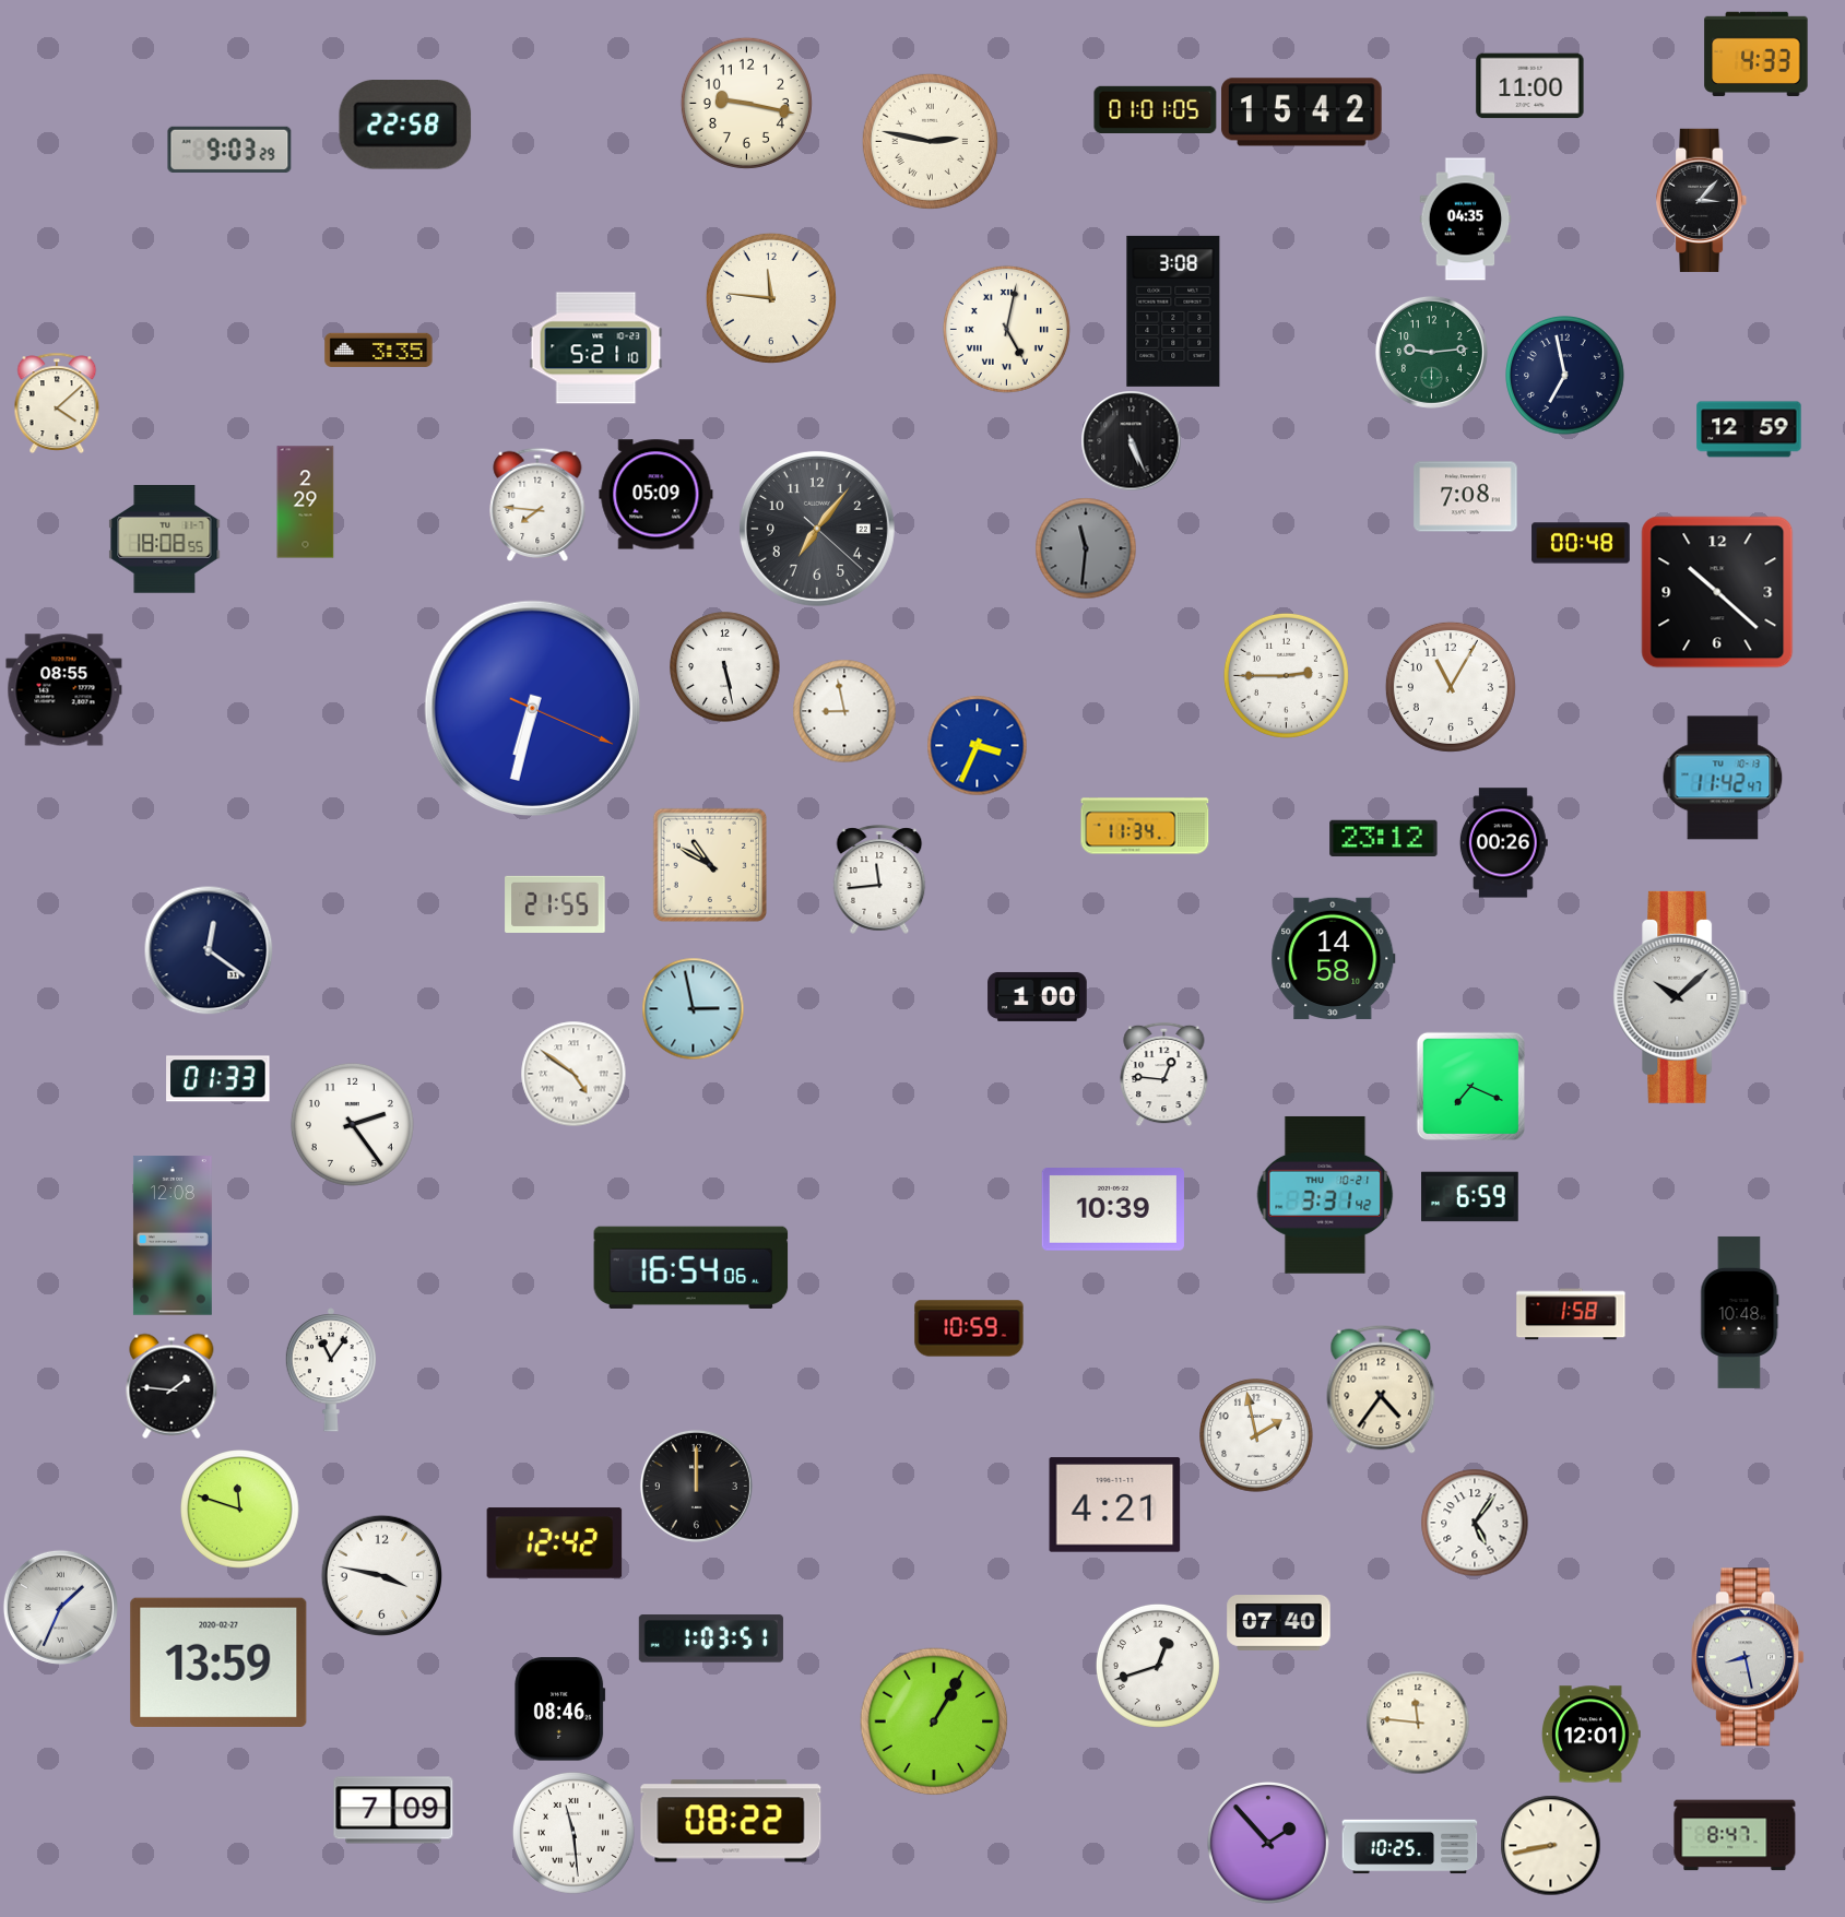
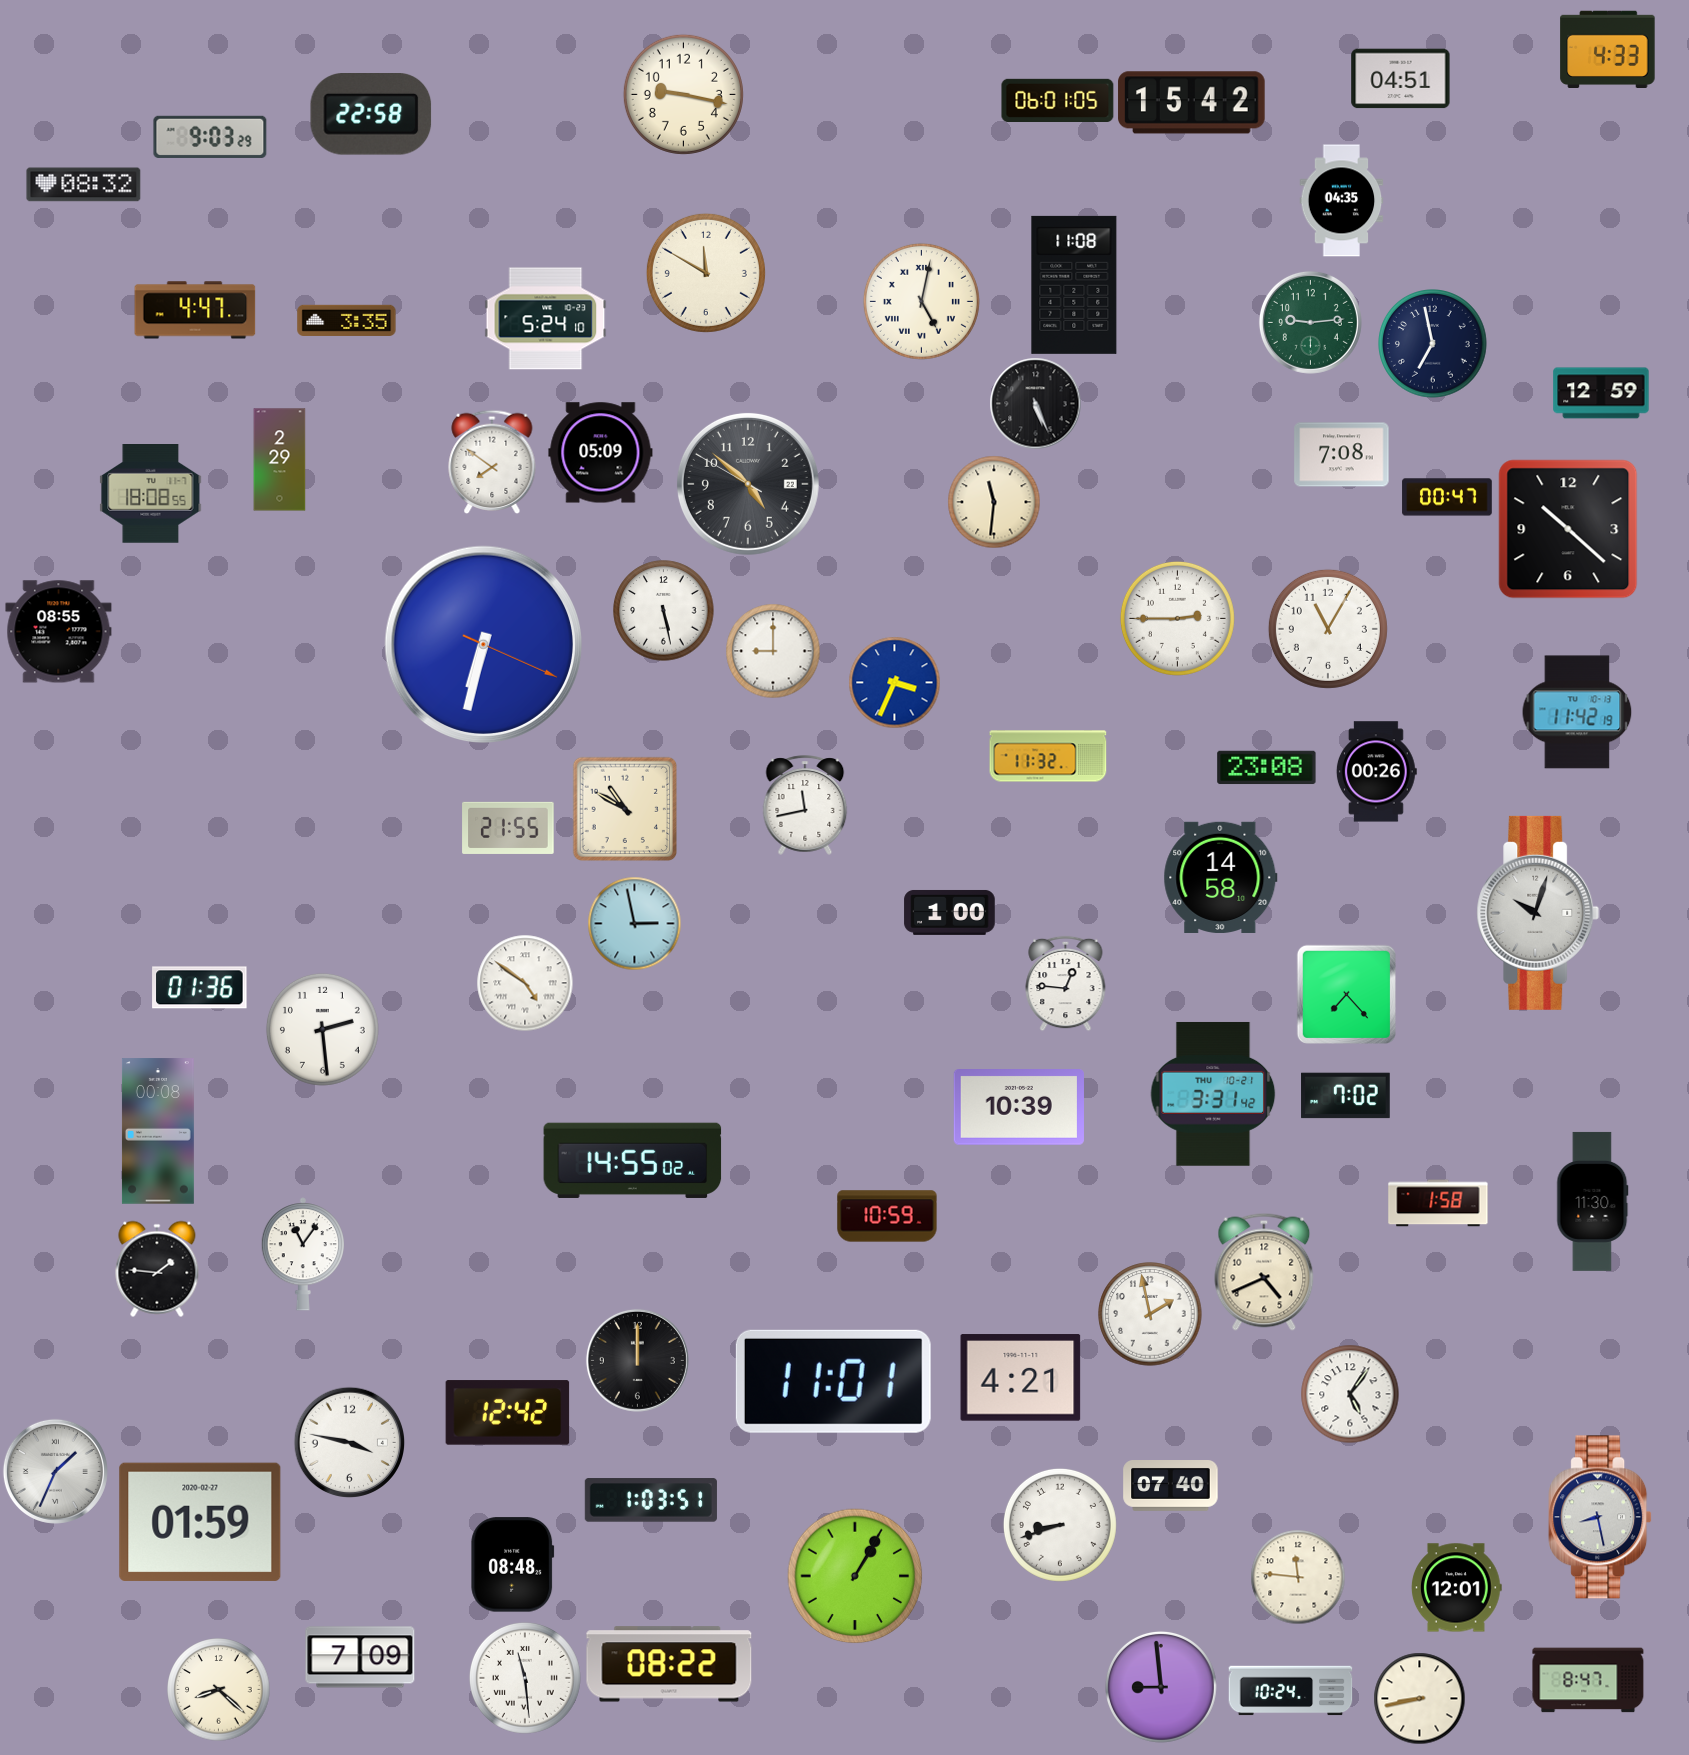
clock at (1530, 86): 11:00 -> 04:51
clock at (1156, 109): 01:01 -> 06:01
clock at (930, 141): 2:47 -> none
clock at (1702, 200): 3:07 -> none
clock at (84, 185): none -> 08:32
clock at (771, 298): 11:46 -> 11:50
clock at (1173, 311): 3:08 -> 11:08
clock at (195, 310): none -> 4:47
clock at (596, 348): 5:21 -> 5:24
clock at (57, 402): 4:08 -> none
clock at (537, 504): 7:46 -> 7:51
clock at (817, 529): 7:06 -> 4:51
clock at (1581, 543): 00:48 -> 00:47
clock at (1086, 548) dial: grey -> cream
clock at (1717, 592) position: (1717, 592) -> (1568, 529)
clock at (532, 708) position: (532, 708) -> (483, 644)
clock at (844, 711): 8:58 -> 9:00
clock at (1723, 778): 11:42:47 -> 11:42:19
clock at (1145, 826): 11:34 -> 11:32
clock at (1384, 839): 23:12 -> 23:08
clock at (709, 864) position: (709, 864) -> (624, 808)
clock at (879, 879): 11:44 -> 11:43
clock at (209, 950): 12:21 -> none
clock at (1680, 997): 10:08 -> 10:03
clock at (218, 1079): 01:33 -> 01:36
clock at (1470, 1086): 7:19 -> 7:23
clock at (352, 1124): 2:24 -> 2:29
clock at (1470, 1197): 6:59 -> 7:02
clock at (173, 1235): 12:08 -> 00:08
clock at (691, 1267): 16:54 -> 14:55
clock at (1740, 1312): 10:48 -> 11:30
clock at (1381, 1389): 4:36 -> 4:41
clock at (833, 1381): none -> 11:01
clock at (240, 1510): 11:48 -> none
clock at (218, 1662): 13:59 -> 01:59
clock at (1158, 1666): 12:42 -> 8:42
clock at (560, 1709): 08:46 -> 08:48
clock at (731, 1821) position: (731, 1821) -> (669, 1664)
clock at (1268, 1843): 1:53 -> 8:59
clock at (1550, 1845) position: (1550, 1845) -> (1419, 1698)
clock at (219, 1690): none -> 8:22
clock at (1410, 1847): 10:25 -> 10:24
